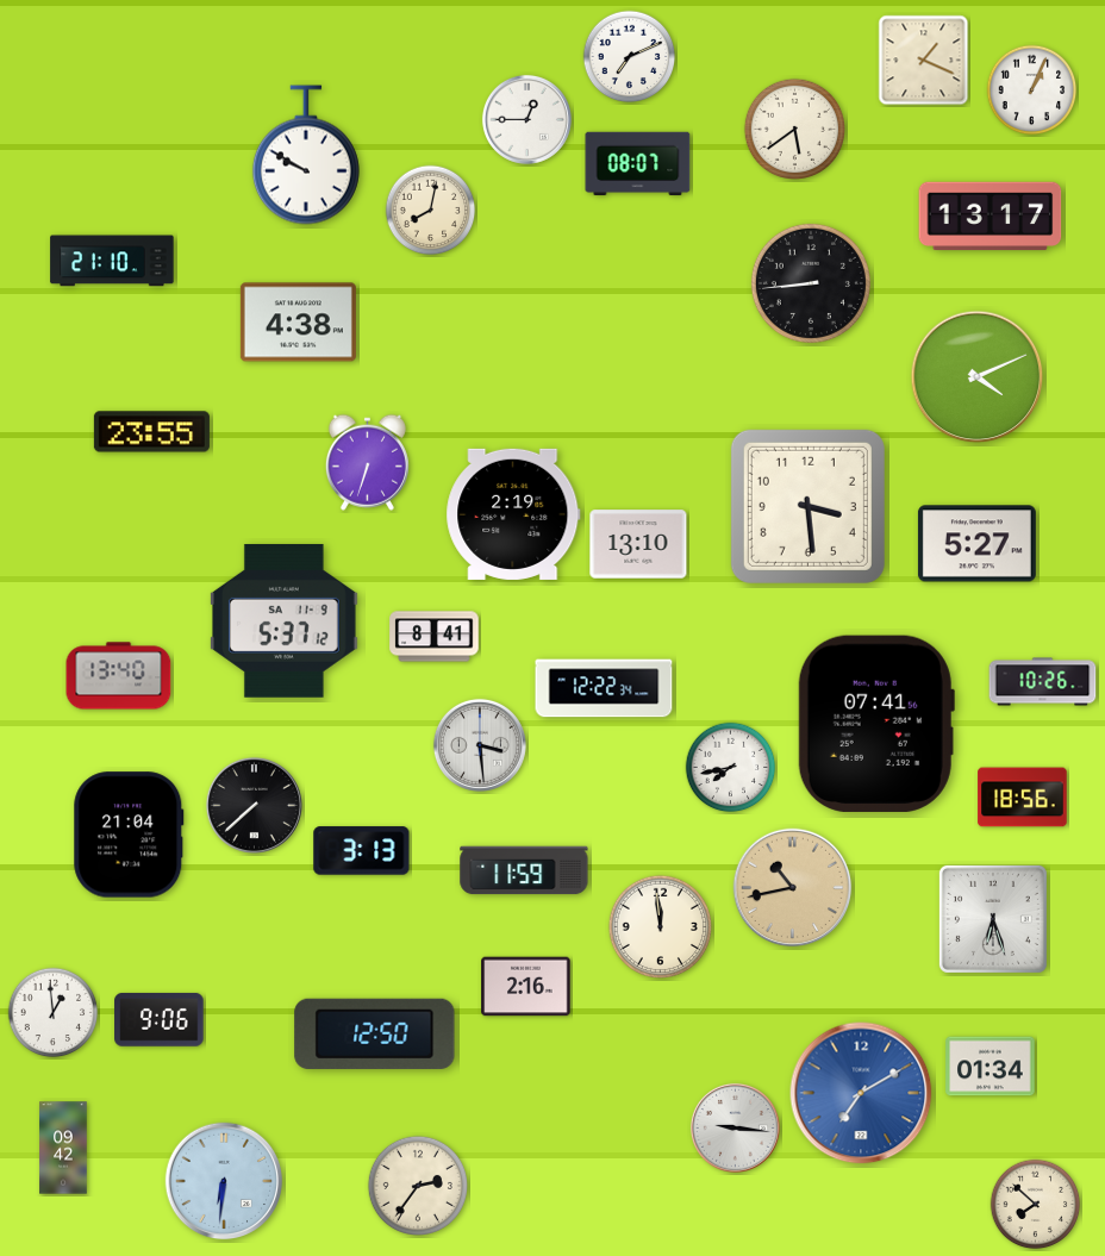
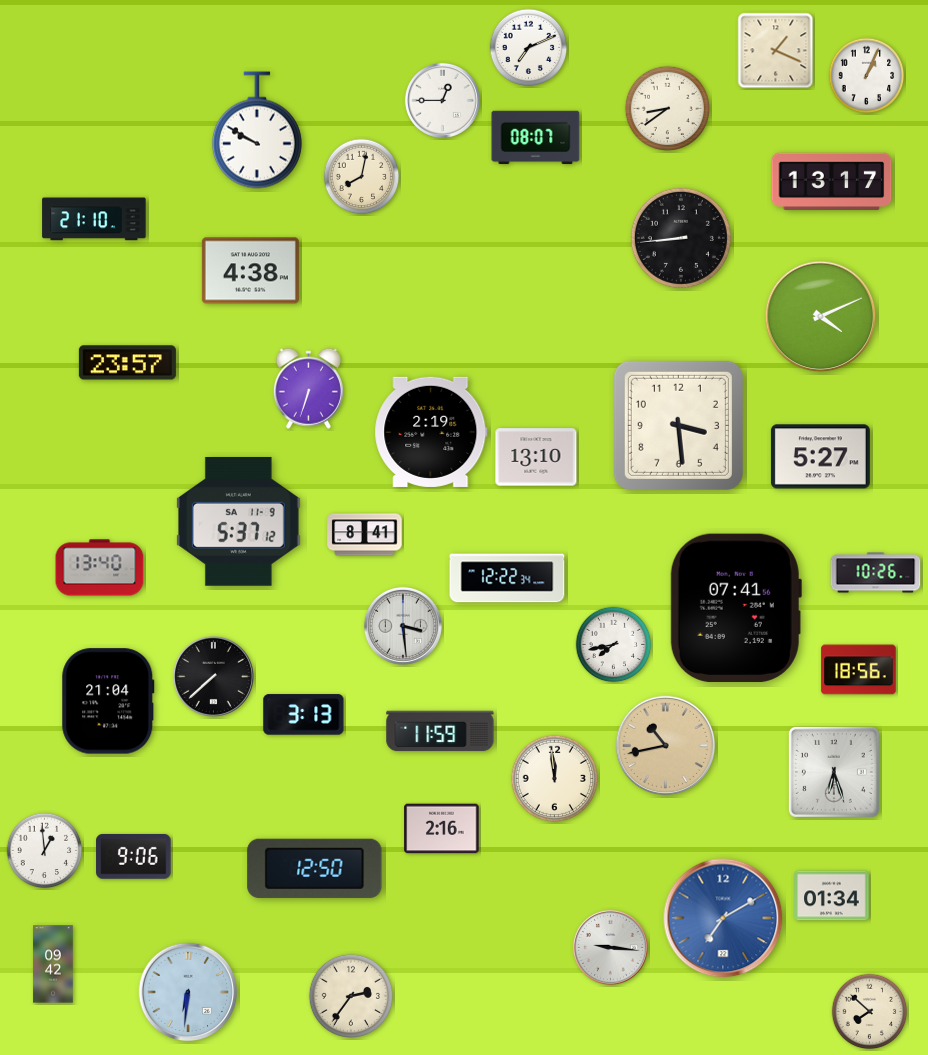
clock at (794, 129): 5:39 -> 8:39
clock at (151, 432): 23:55 -> 23:57
clock at (735, 1127) position: (735, 1127) -> (610, 947)
